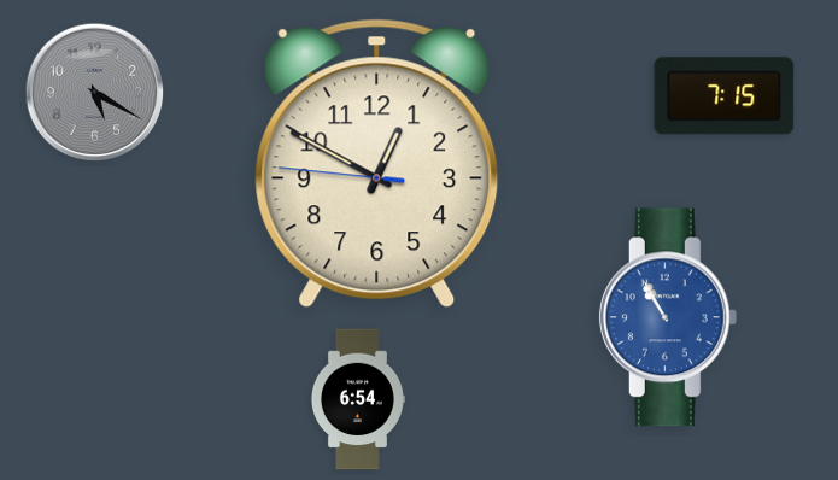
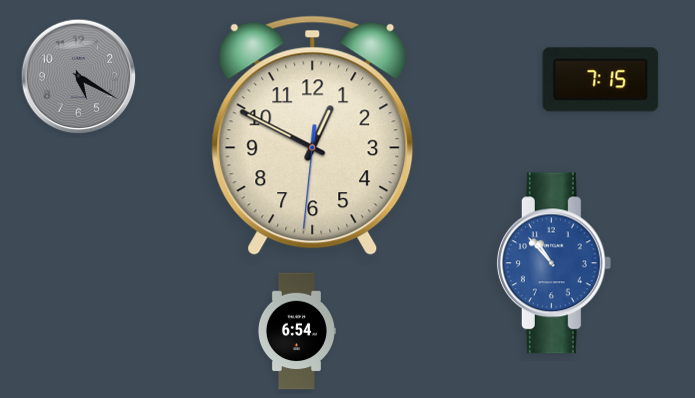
clock at (377, 164): 12:49:46 -> 12:49:31
clock at (668, 317): 10:55 -> 10:53
